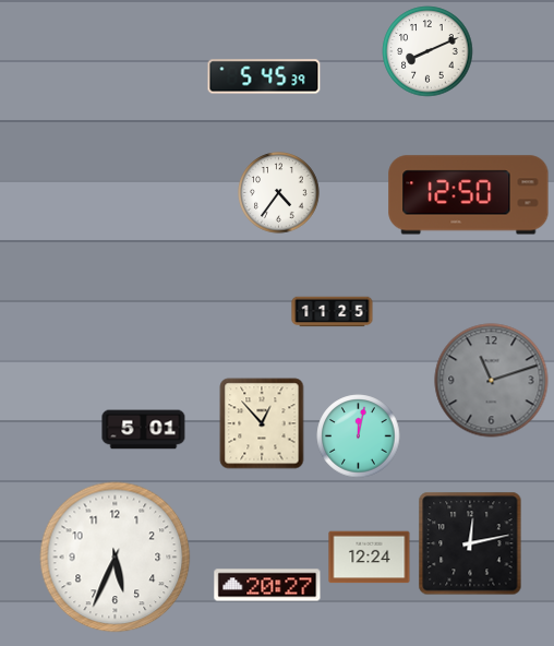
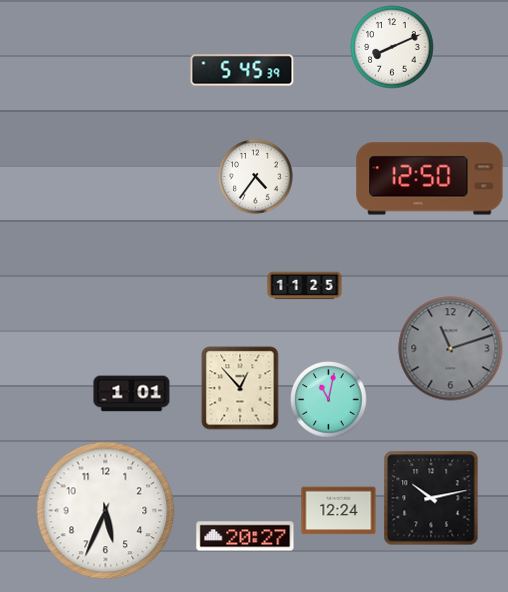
clock at (144, 430): 5:01 -> 1:01
clock at (359, 436): 12:02 -> 11:02
clock at (470, 543): 12:13 -> 10:13
